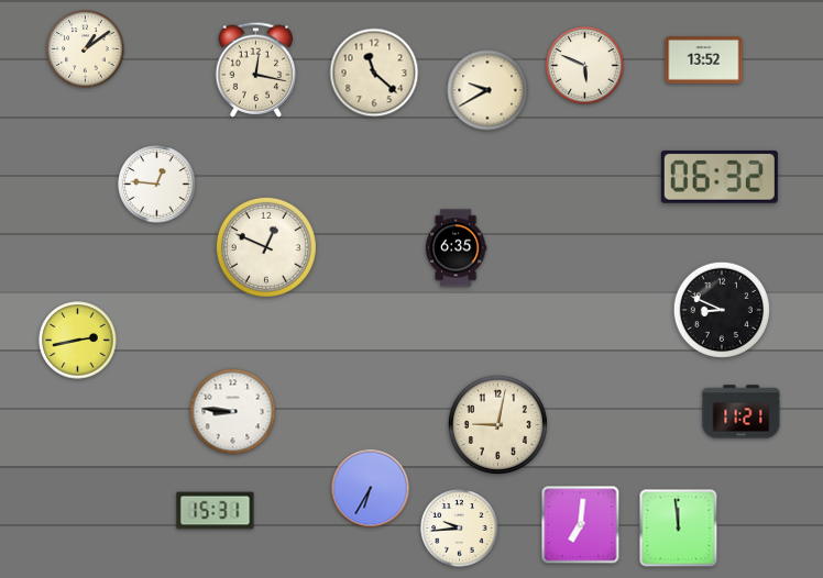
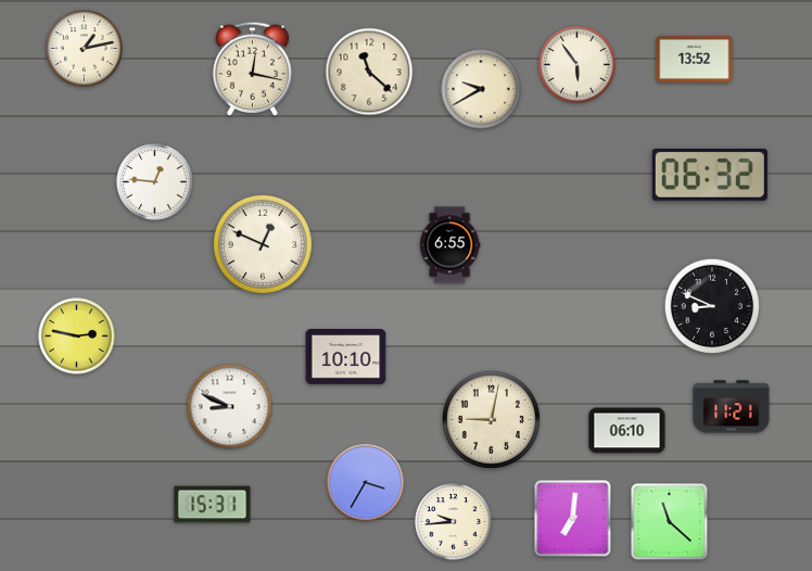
clock at (86, 49): 1:09 -> 1:13
clock at (585, 66): 5:49 -> 5:54
clock at (456, 248): 6:35 -> 6:55
clock at (78, 341): 2:43 -> 2:47
clock at (346, 357): none -> 10:10
clock at (233, 412): 8:46 -> 8:49
clock at (627, 431): none -> 06:10
clock at (371, 489): 6:35 -> 3:35
clock at (679, 529): 11:59 -> 11:22
